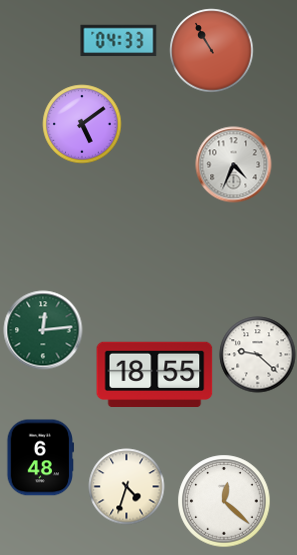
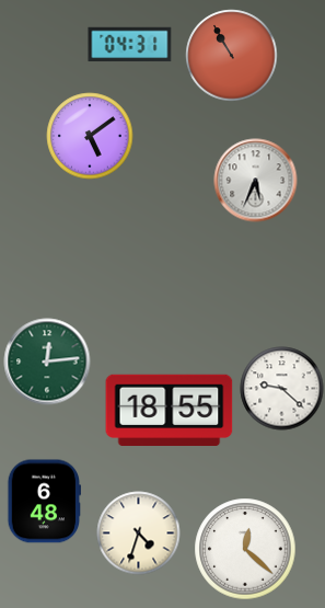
clock at (119, 41): 04:33 -> 04:31
clock at (234, 165): 4:34 -> 5:34
